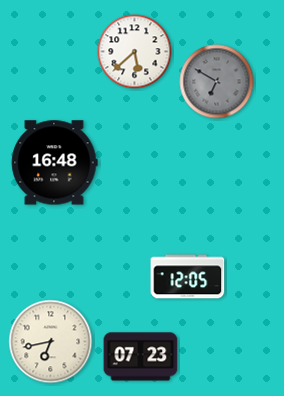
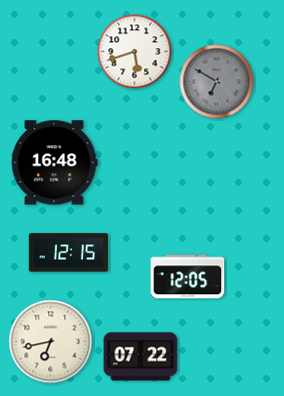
clock at (135, 52): 5:38 -> 5:42
clock at (68, 253): none -> 12:15
clock at (141, 357): 07:23 -> 07:22
